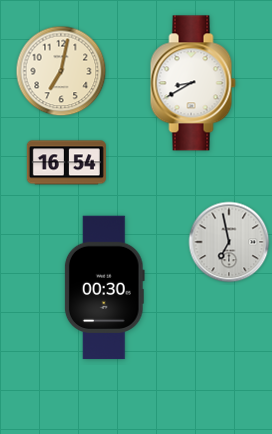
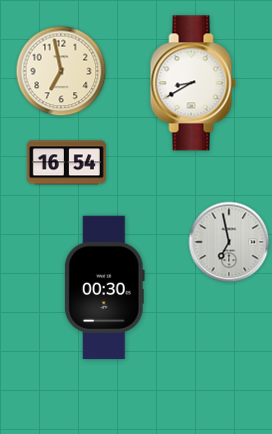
clock at (61, 71): 7:02 -> 6:58
